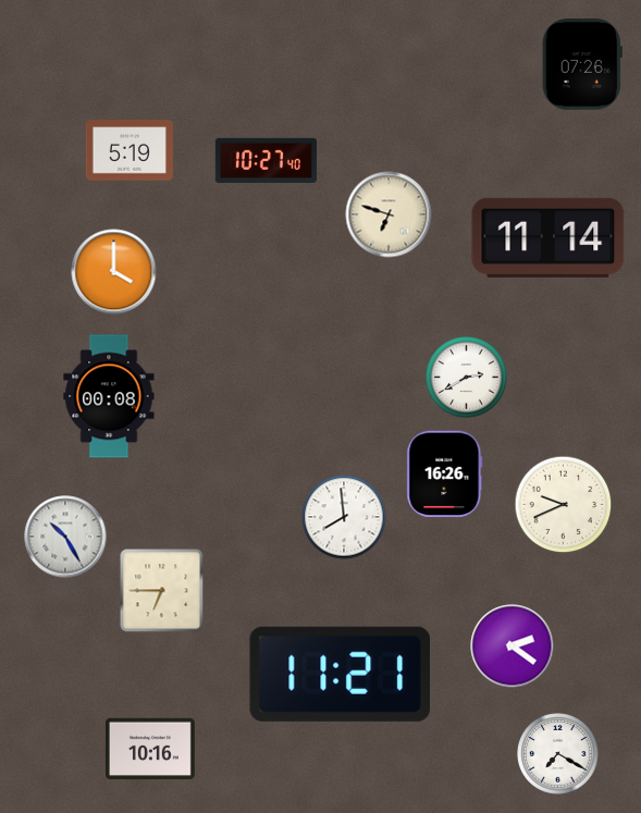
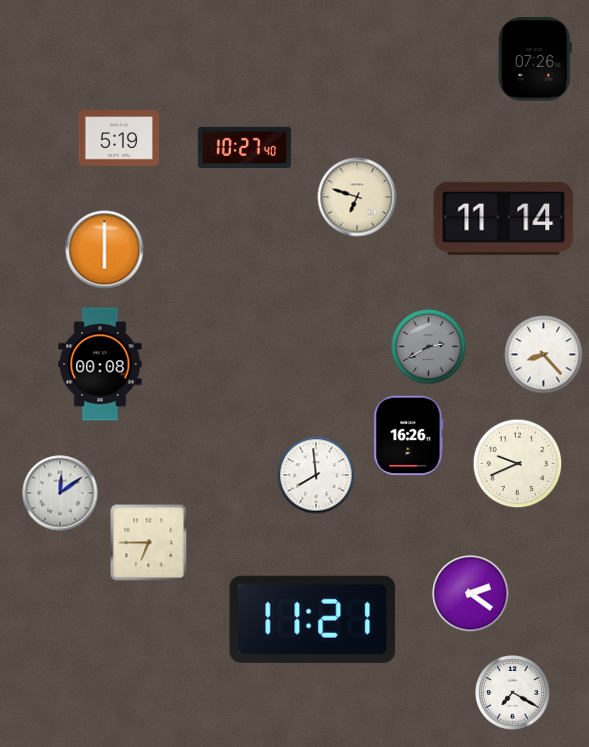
clock at (114, 272): 4:00 -> 6:00
clock at (467, 378) dial: white -> grey
clock at (544, 355): none -> 8:23
clock at (65, 537): 10:25 -> 12:09
clock at (150, 749): 10:16 -> none
